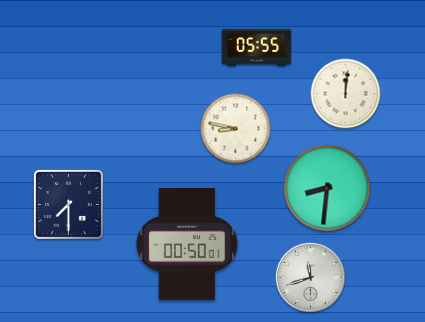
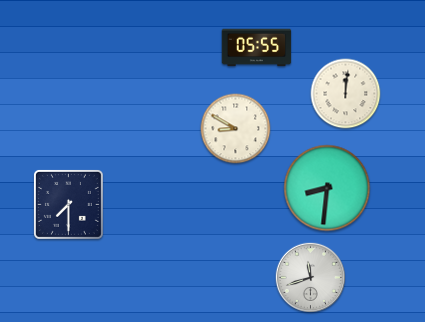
clock at (236, 129): 8:47 -> 8:50
clock at (187, 244): 00:50 -> none
